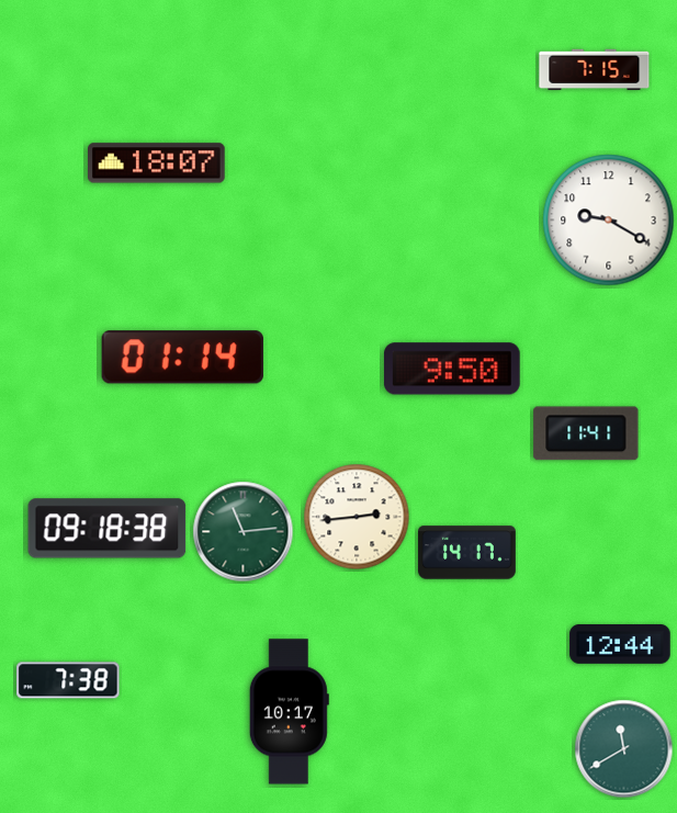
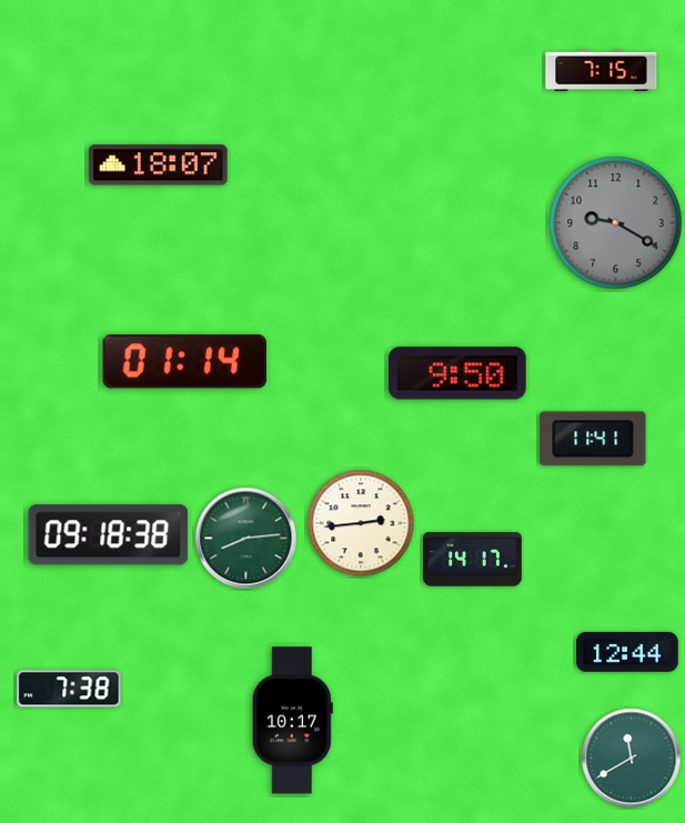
clock at (609, 221) dial: white -> grey
clock at (244, 532): 11:14 -> 8:14
